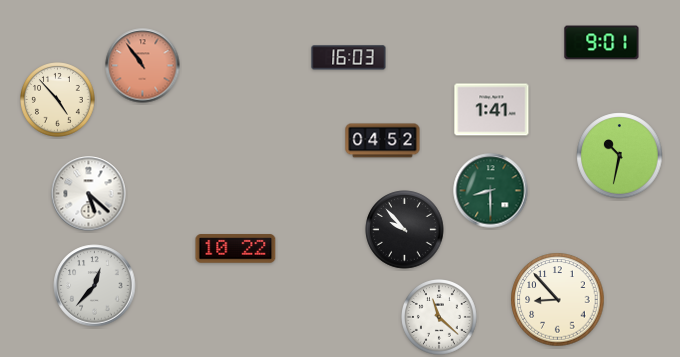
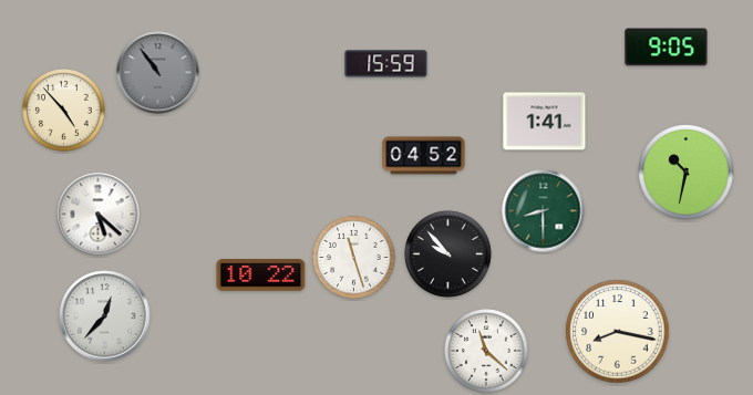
clock at (602, 43): 9:01 -> 9:05
clock at (349, 58): 16:03 -> 15:59
clock at (143, 66) dial: salmon -> grey
clock at (354, 258): none -> 11:27
clock at (558, 300): 8:53 -> 8:17
